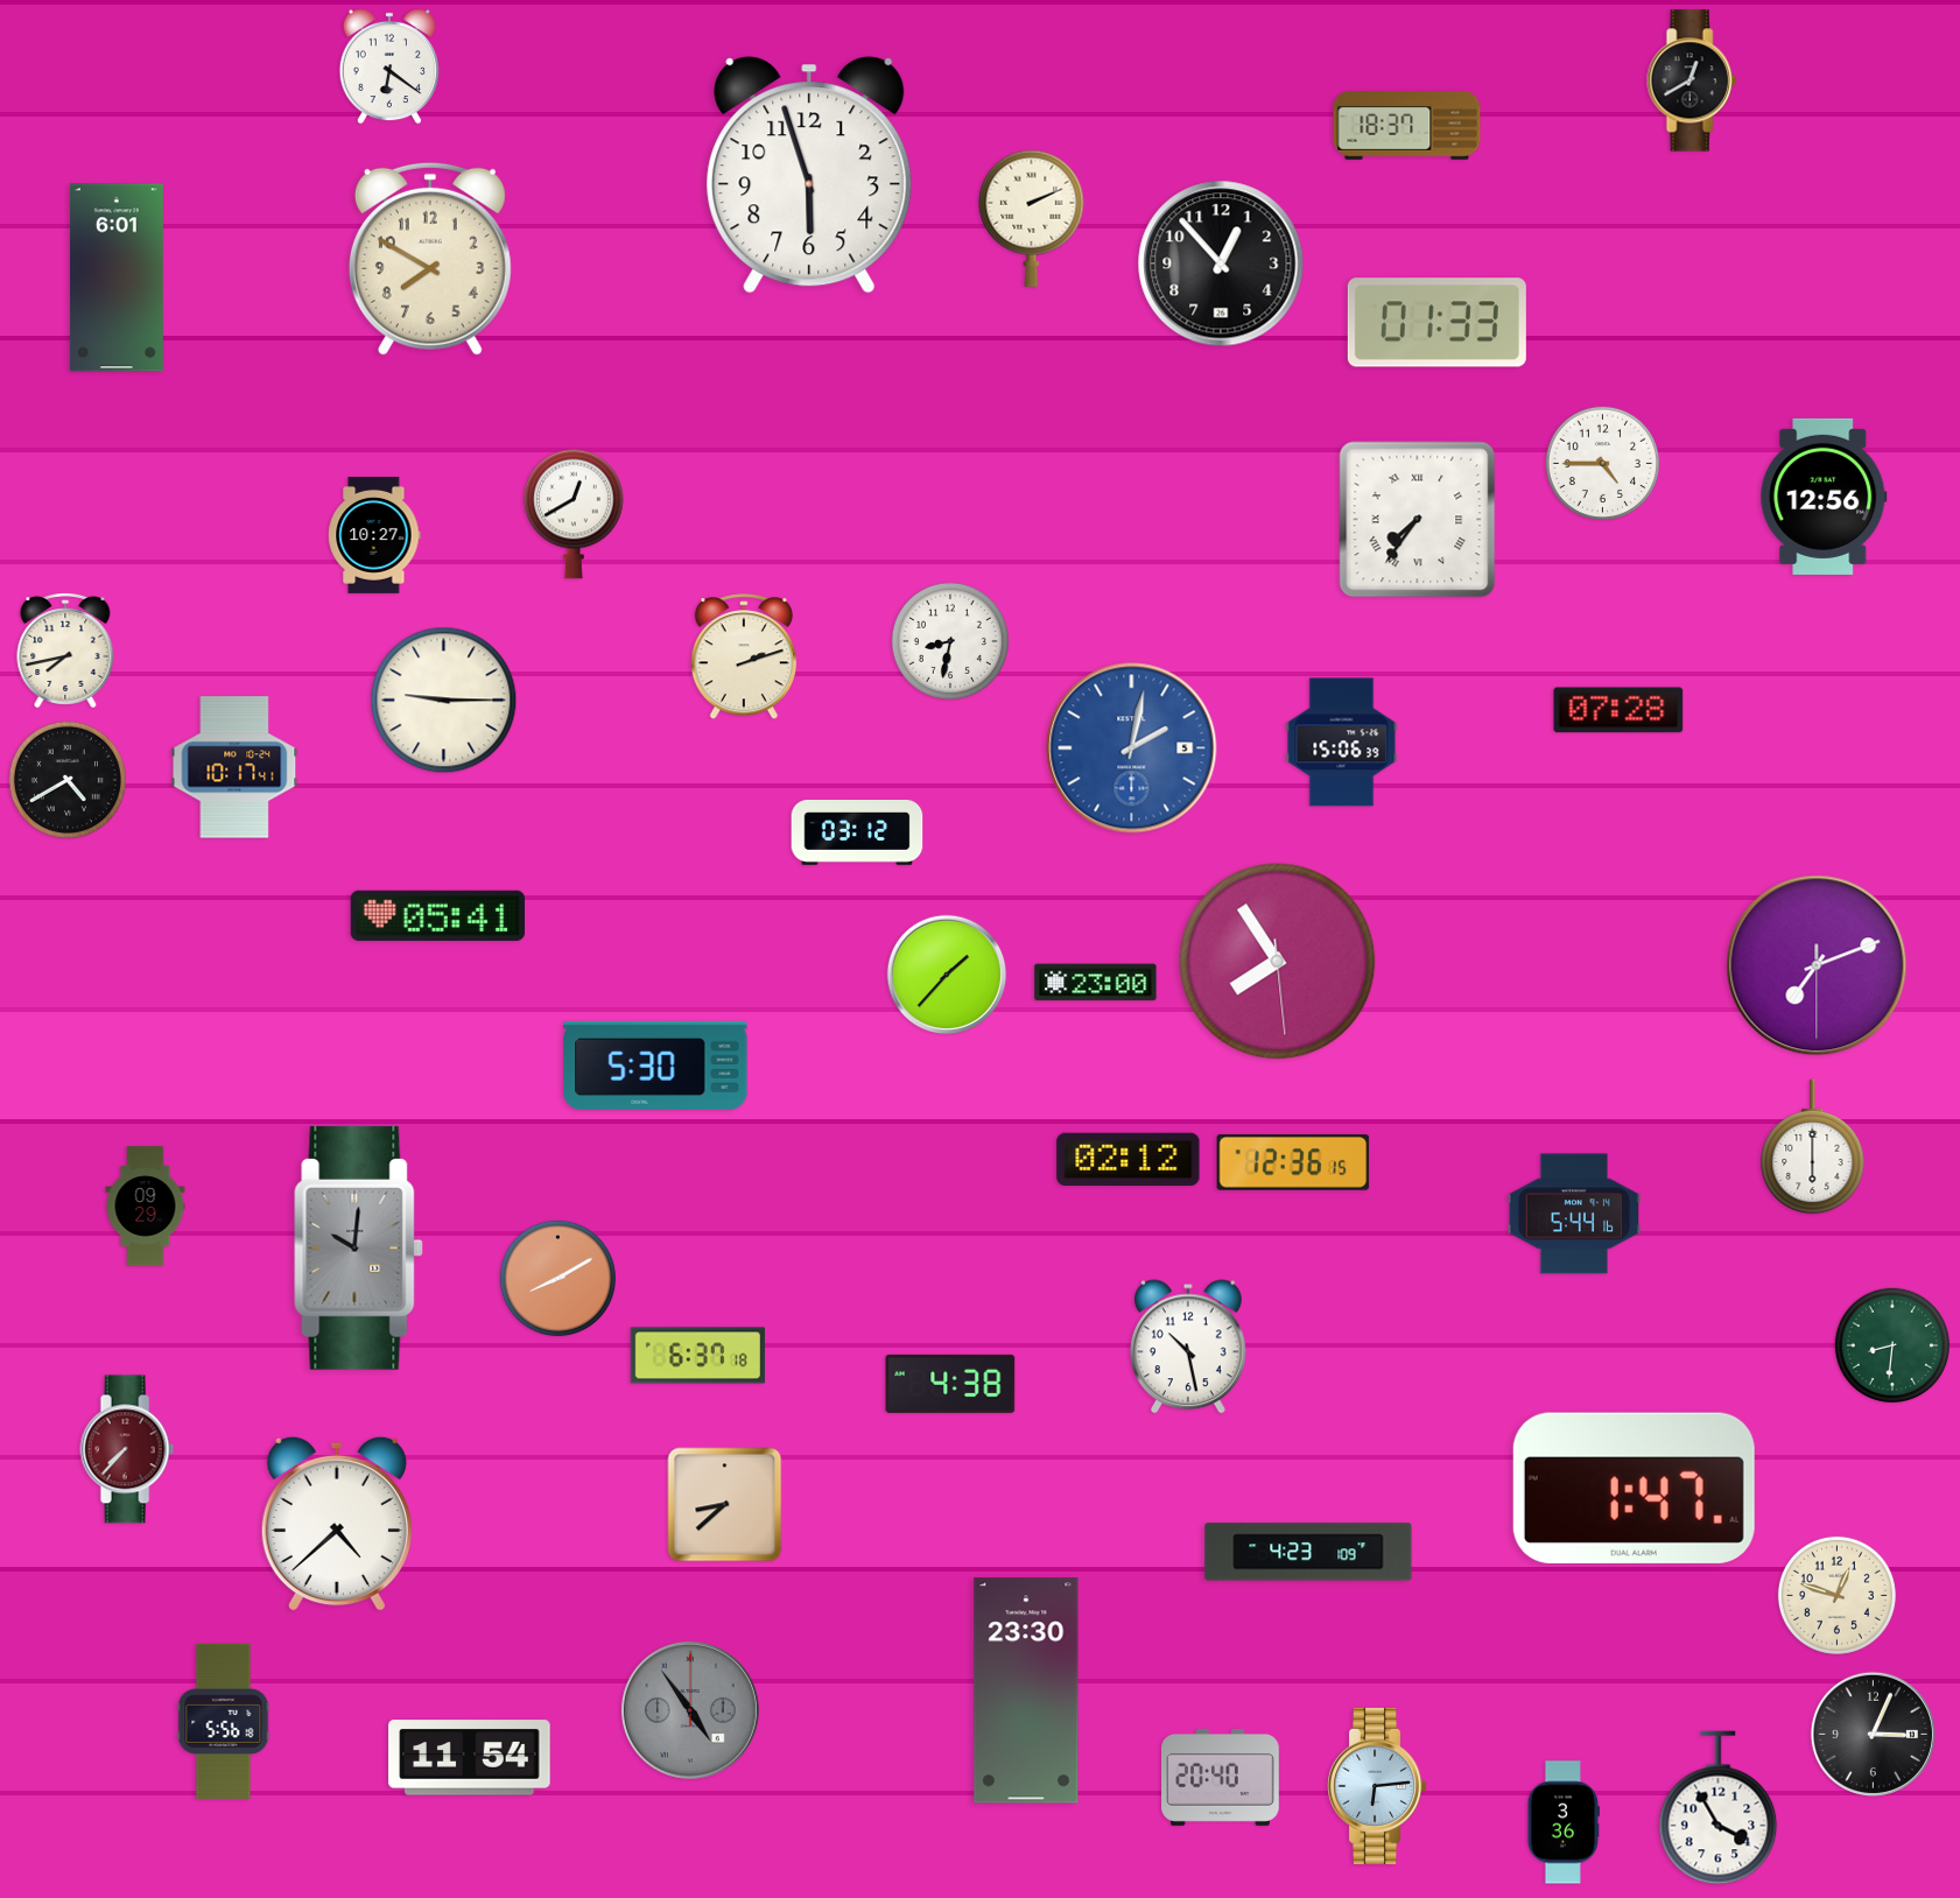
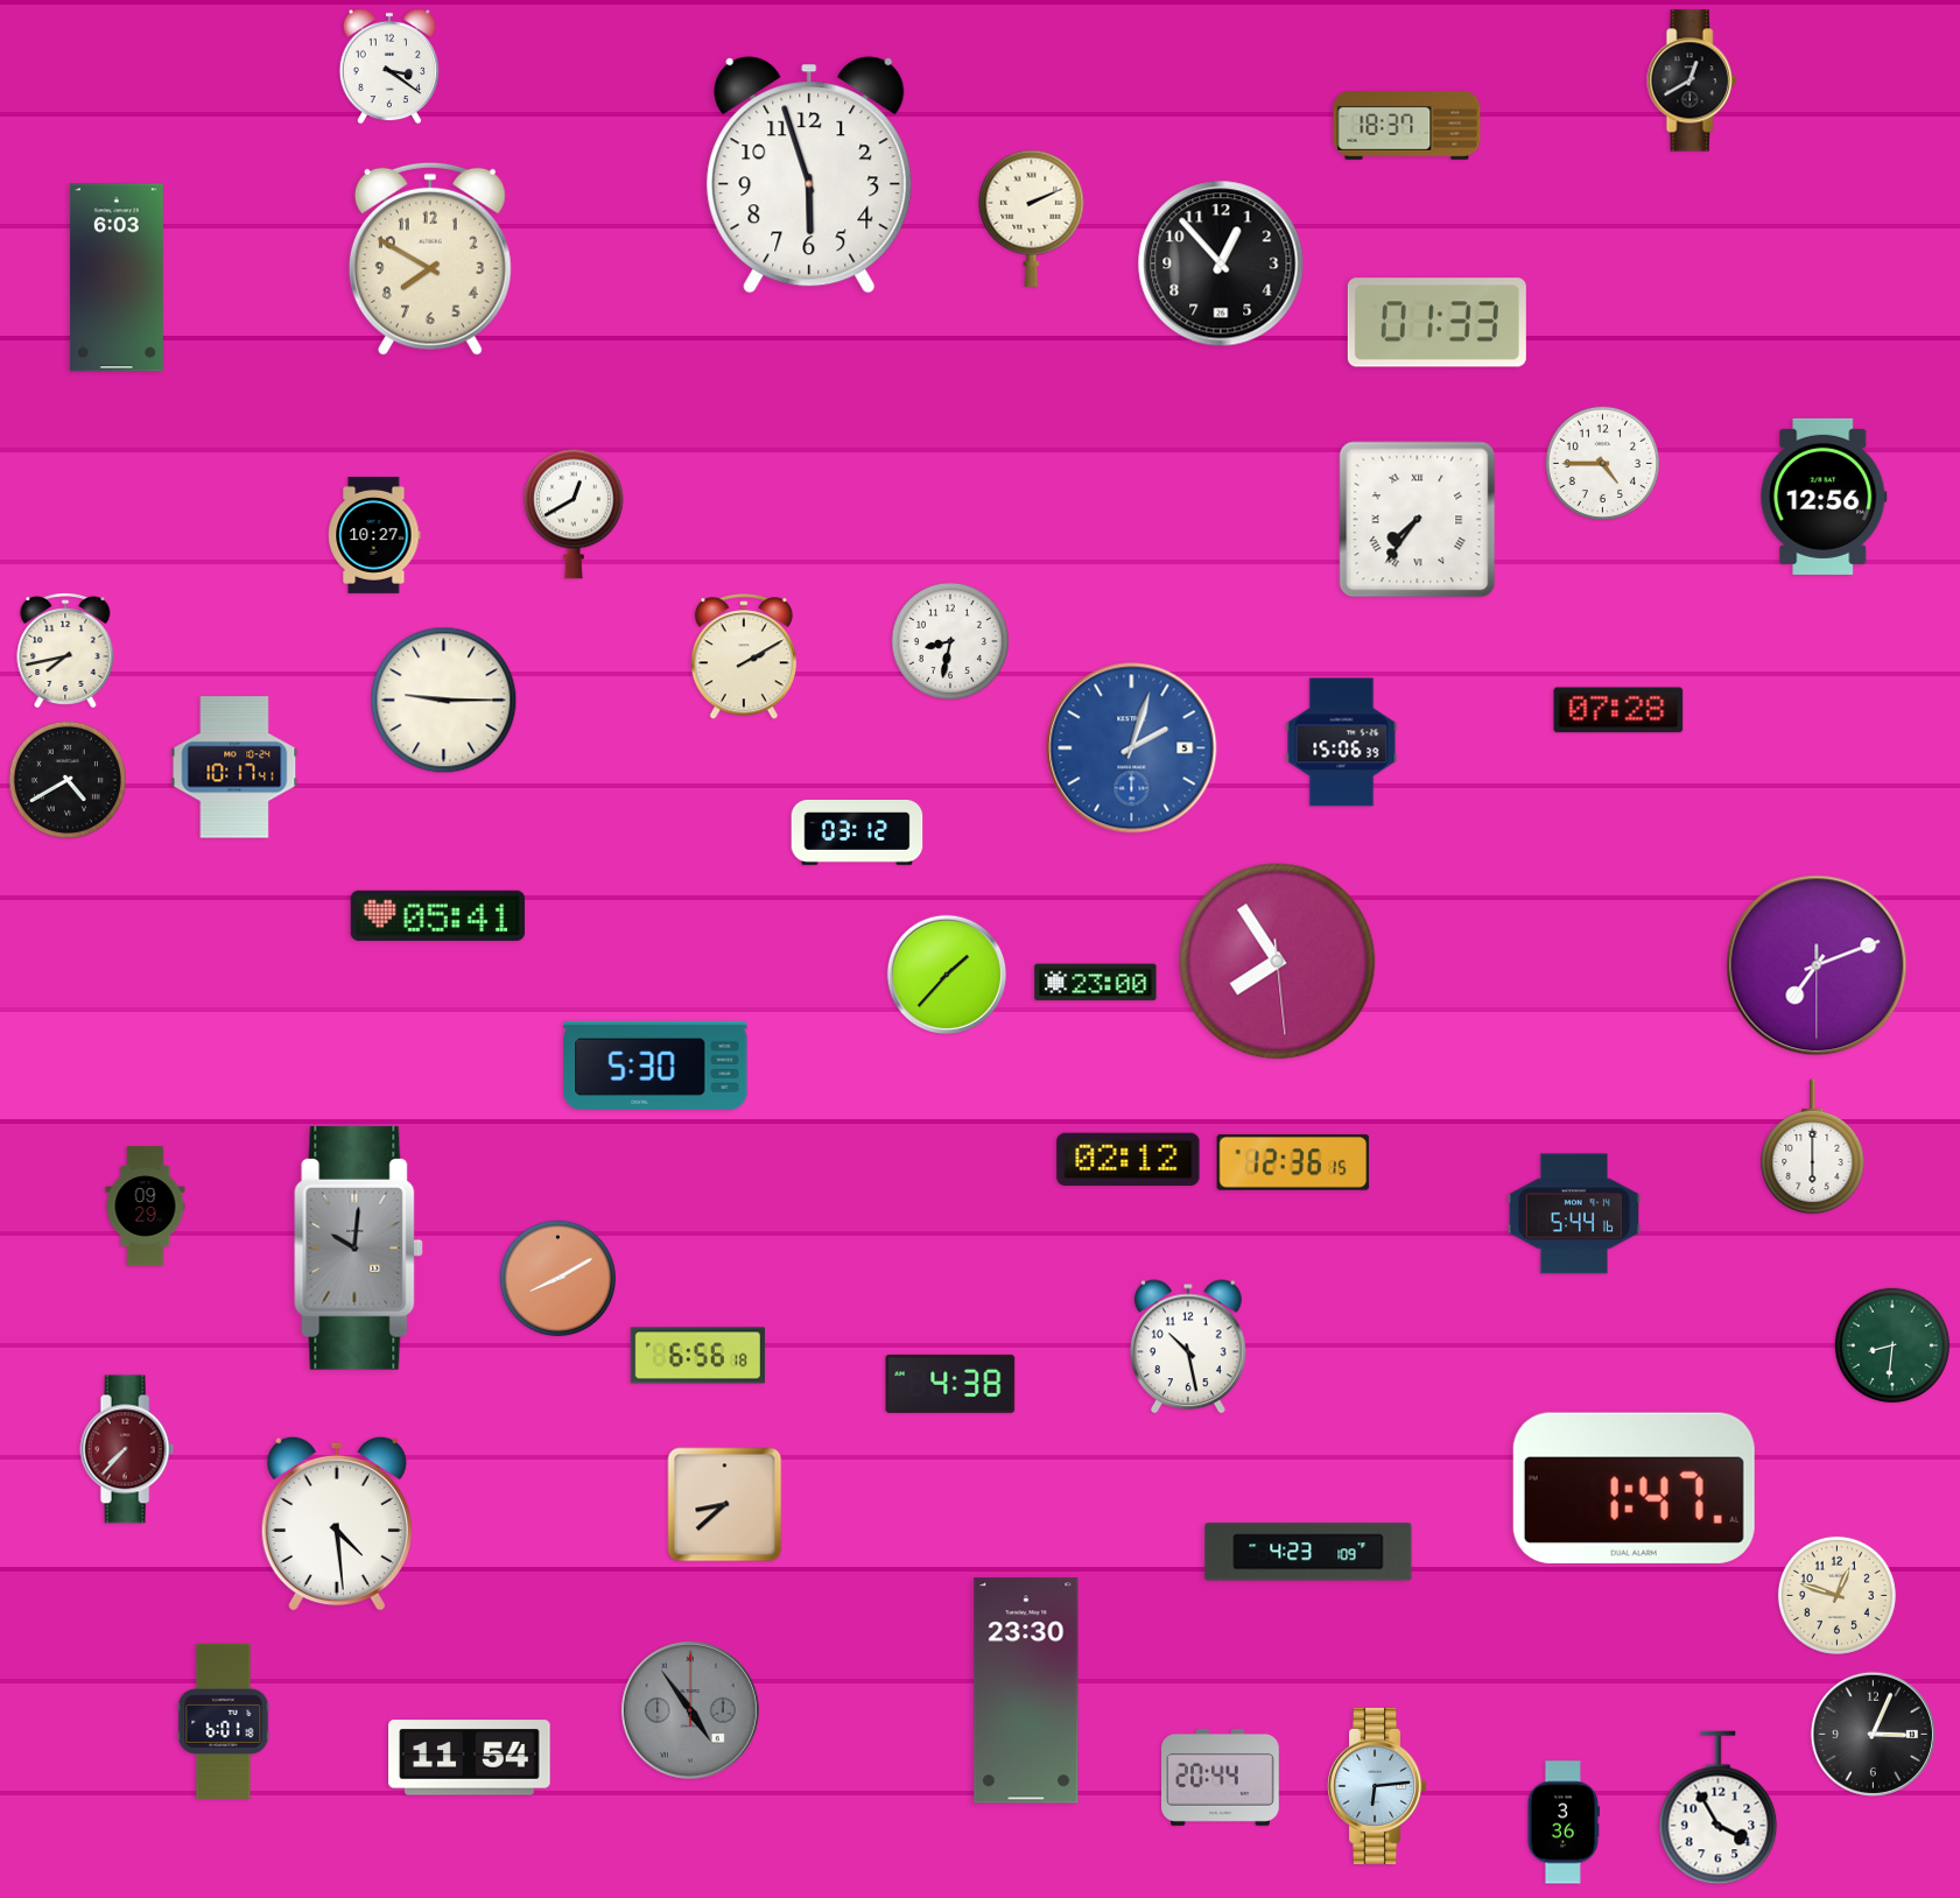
clock at (389, 66): 6:21 -> 3:21
clock at (117, 277): 6:01 -> 6:03
clock at (743, 658): 2:12 -> 2:10
clock at (1132, 748): 2:02 -> 2:03
clock at (697, 1356): 6:37 -> 6:56
clock at (337, 1524): 4:38 -> 4:29
clock at (224, 1721): 5:56 -> 6:01
clock at (1221, 1777): 20:40 -> 20:44
